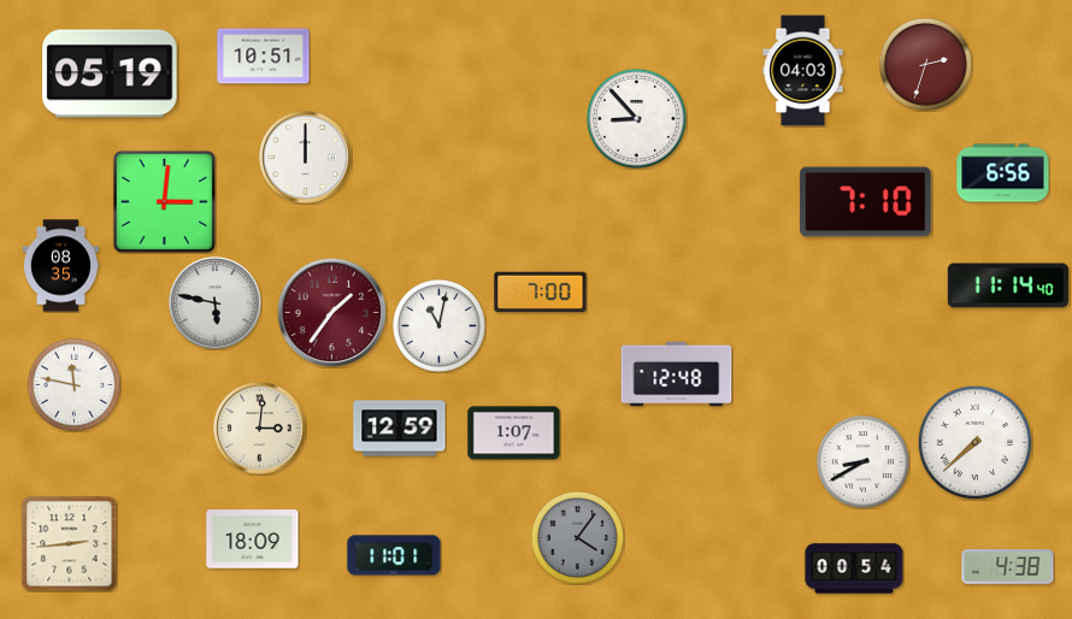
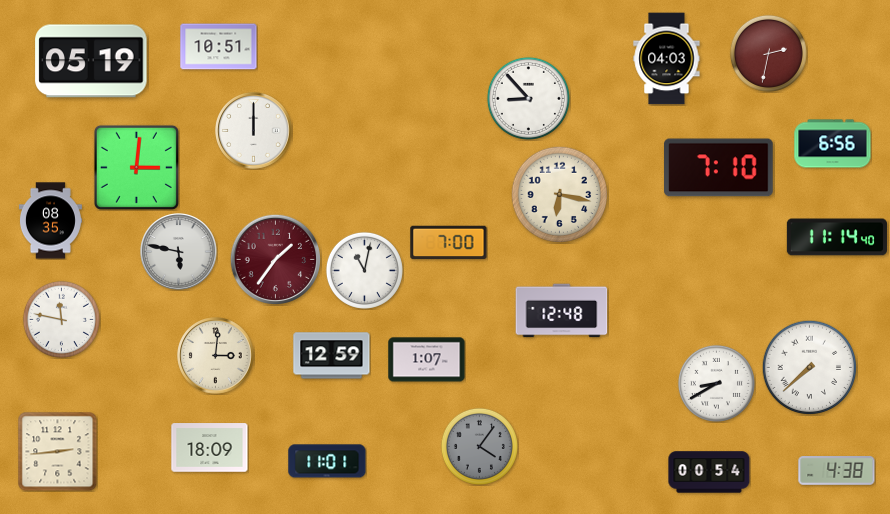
clock at (925, 64): 2:33 -> 2:32
clock at (559, 194): none -> 6:17
